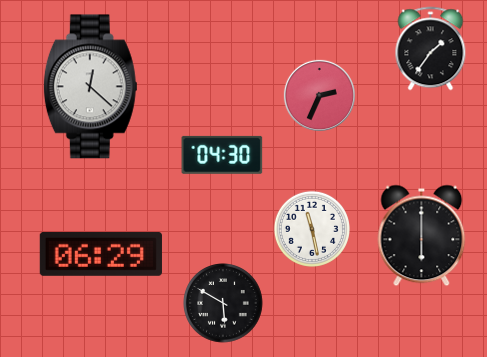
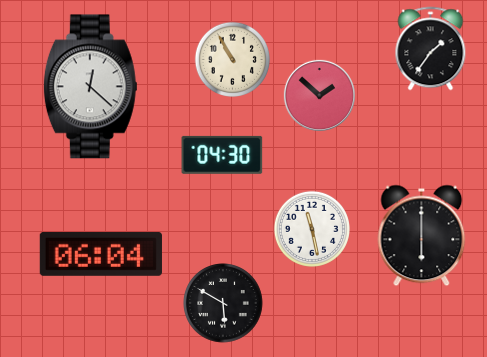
clock at (232, 59): none -> 10:55
clock at (319, 95): 2:34 -> 1:52
clock at (101, 254): 06:29 -> 06:04
